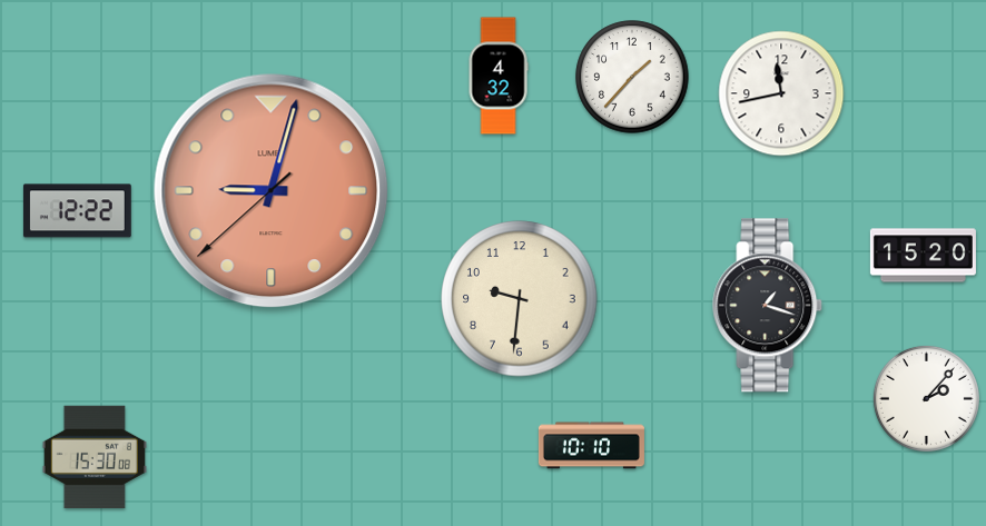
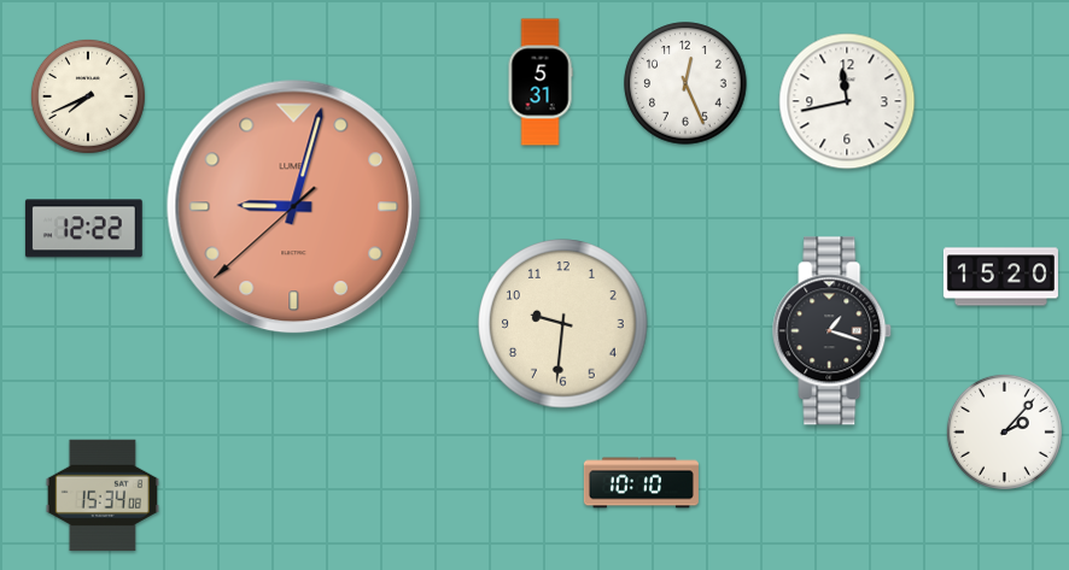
clock at (499, 76): 4:32 -> 5:31
clock at (632, 77): 1:37 -> 12:26
clock at (88, 96): none -> 7:41
clock at (95, 457): 15:30 -> 15:34
